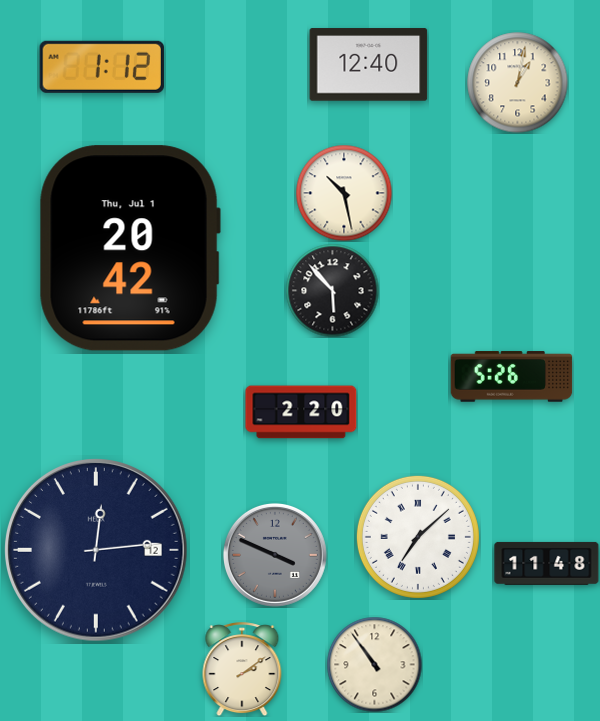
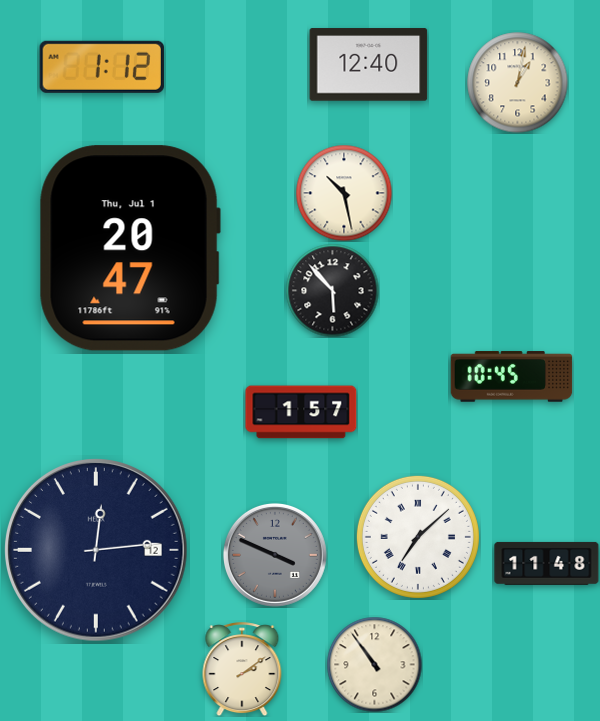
clock at (130, 248): 20:42 -> 20:47
clock at (512, 377): 5:26 -> 10:45
clock at (301, 412): 2:20 -> 1:57
